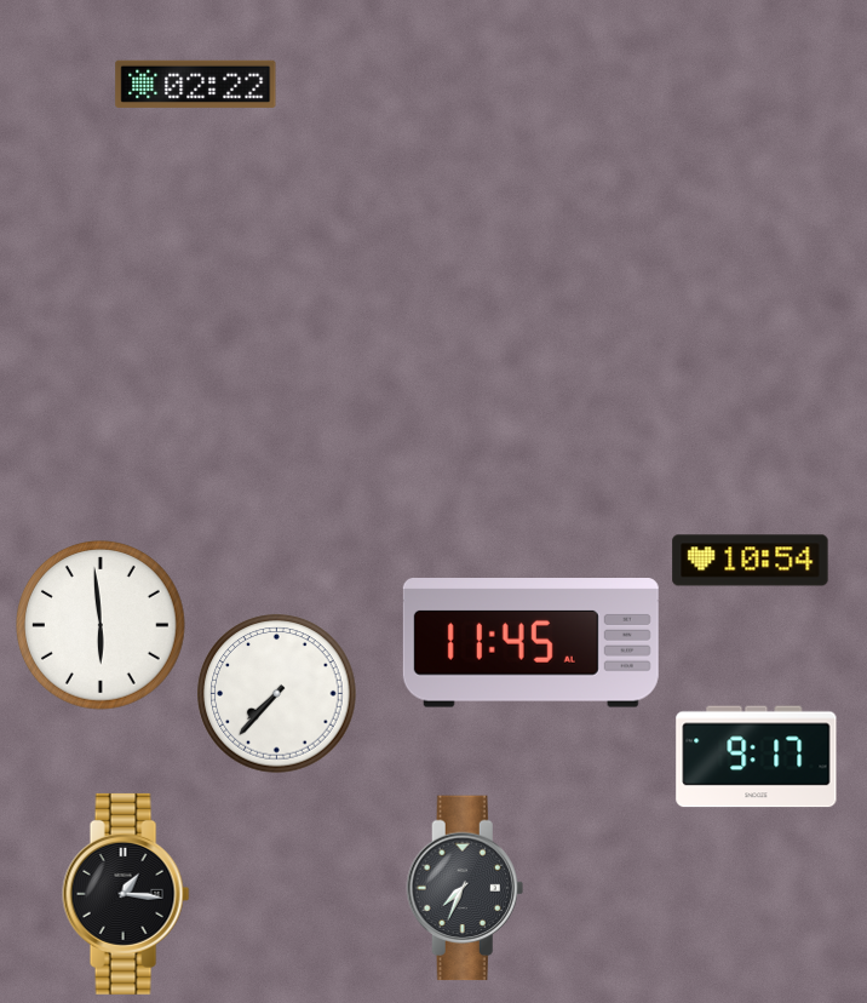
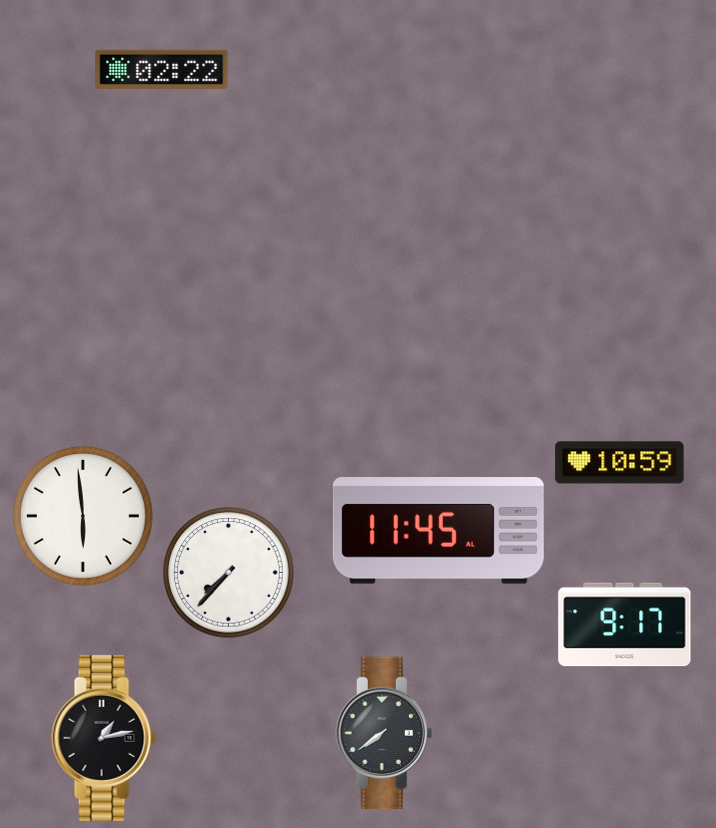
clock at (751, 561): 10:54 -> 10:59
clock at (465, 888): 7:34 -> 7:39
clock at (126, 894): 1:16 -> 1:13
